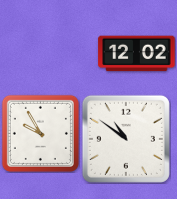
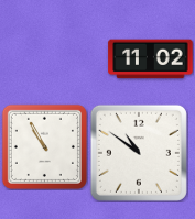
clock at (137, 54): 12:02 -> 11:02
clock at (40, 133): 9:55 -> 10:55
